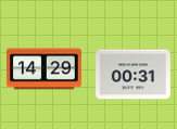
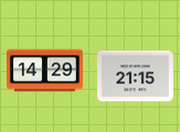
clock at (134, 75): 00:31 -> 21:15
